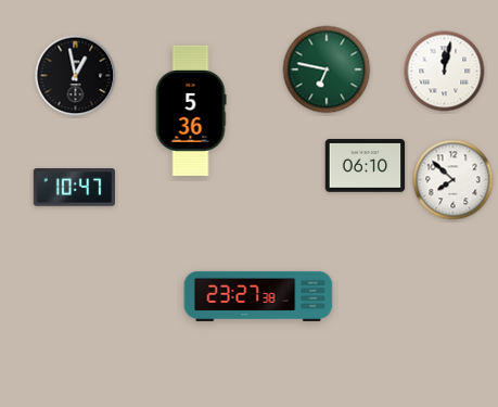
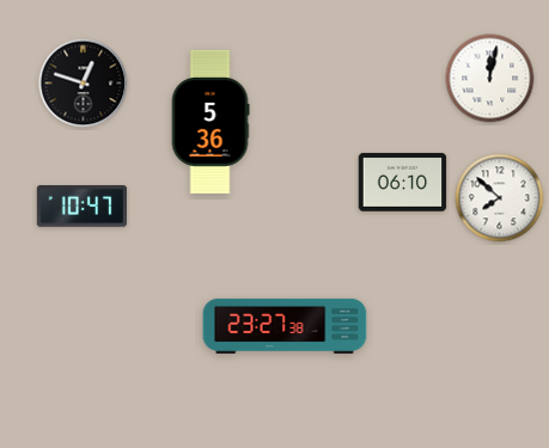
clock at (327, 69): 6:47 -> none
clock at (76, 76): 12:58 -> 12:48
